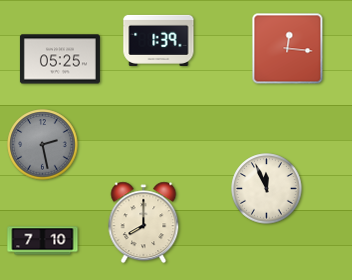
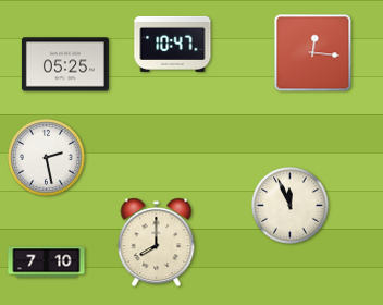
clock at (159, 40): 1:39 -> 10:47
clock at (43, 145) dial: grey -> white
